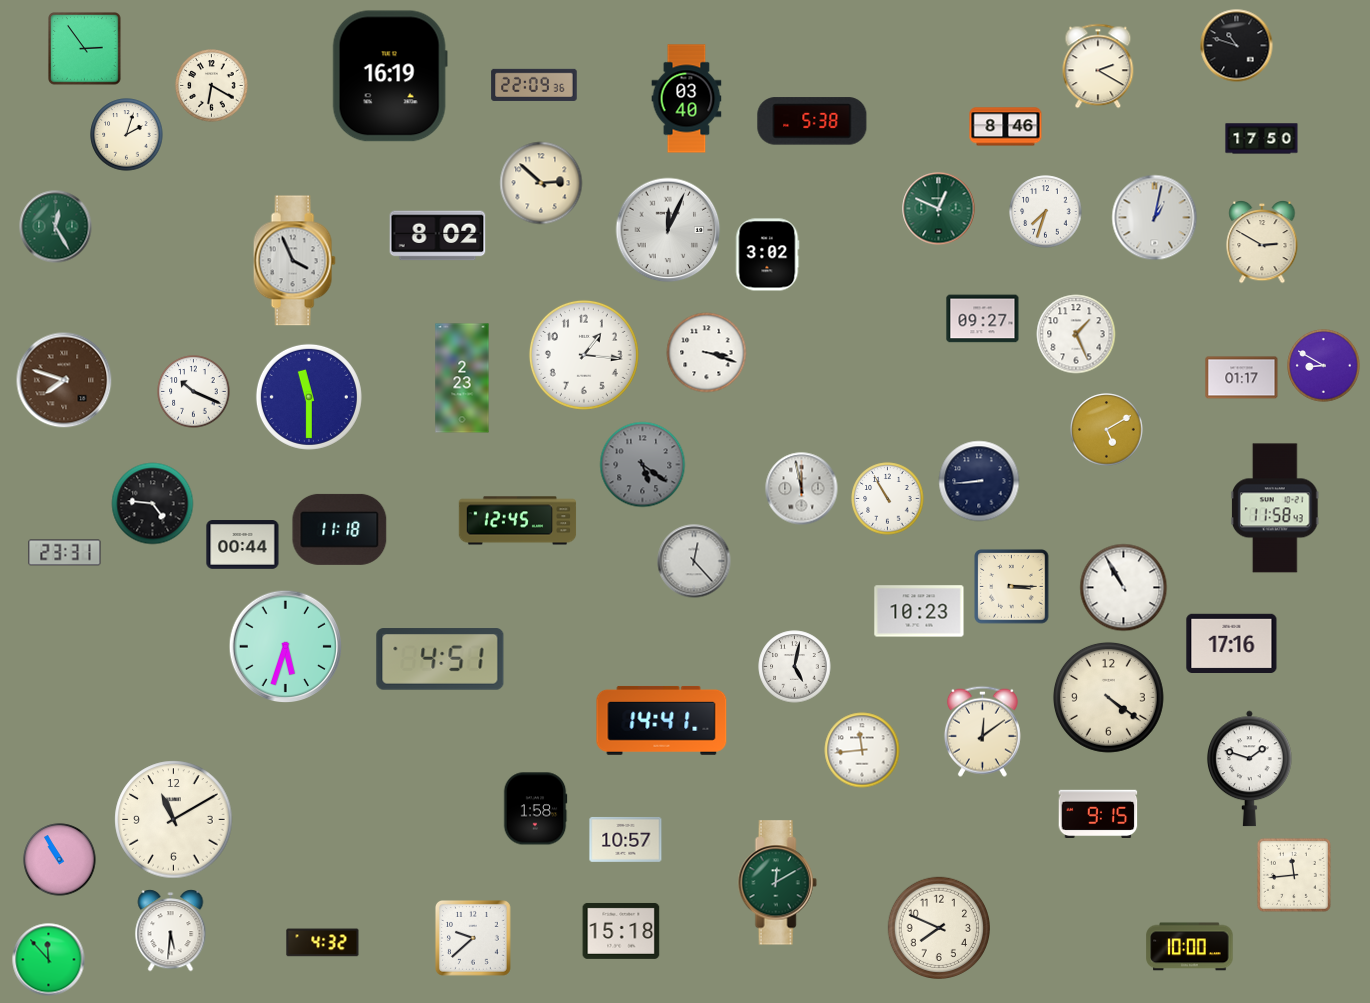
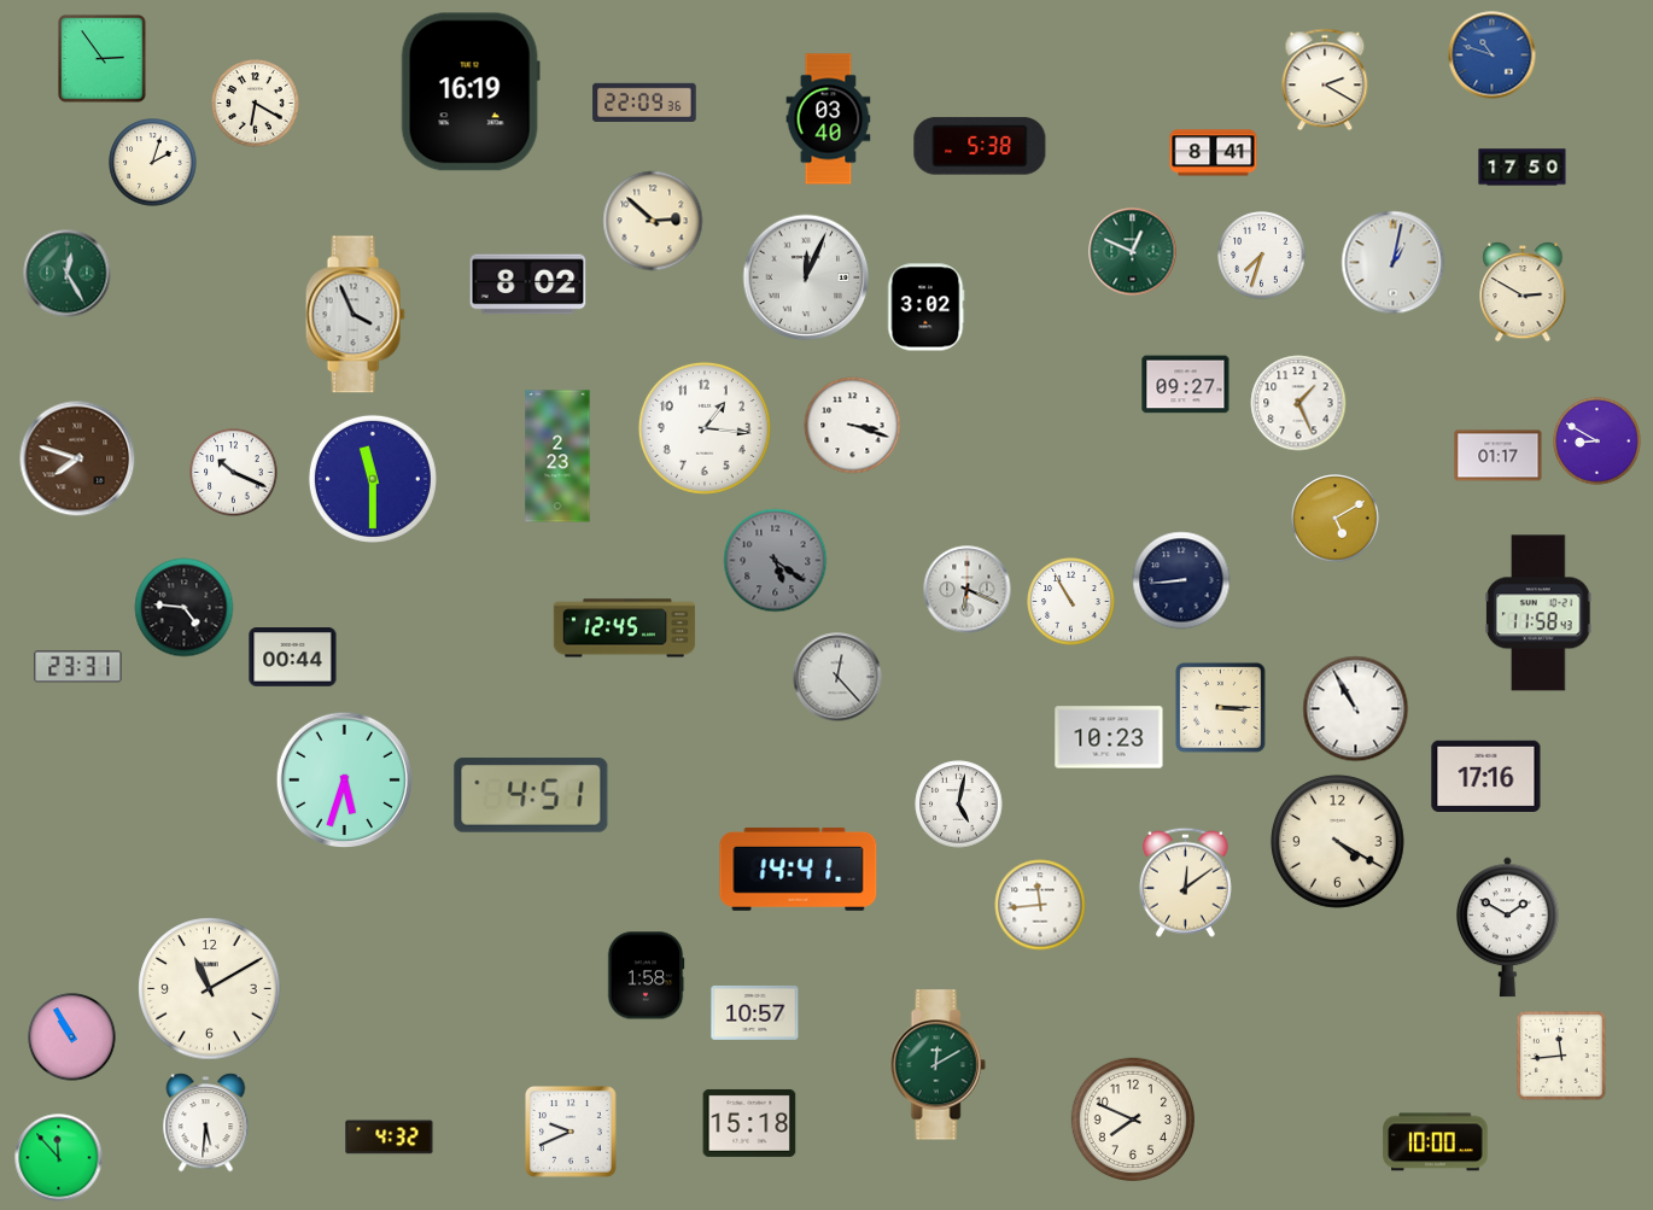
clock at (1237, 46) dial: black -> blue
clock at (1006, 127): 8:46 -> 8:41
clock at (802, 489): 11:58 -> 6:19
clock at (340, 529): 11:18 -> none
clock at (1108, 697): 4:21 -> 4:20
clock at (1249, 769): 1:48 -> 1:50
clock at (1098, 813): 9:15 -> none
clock at (474, 939): 9:38 -> 9:41
